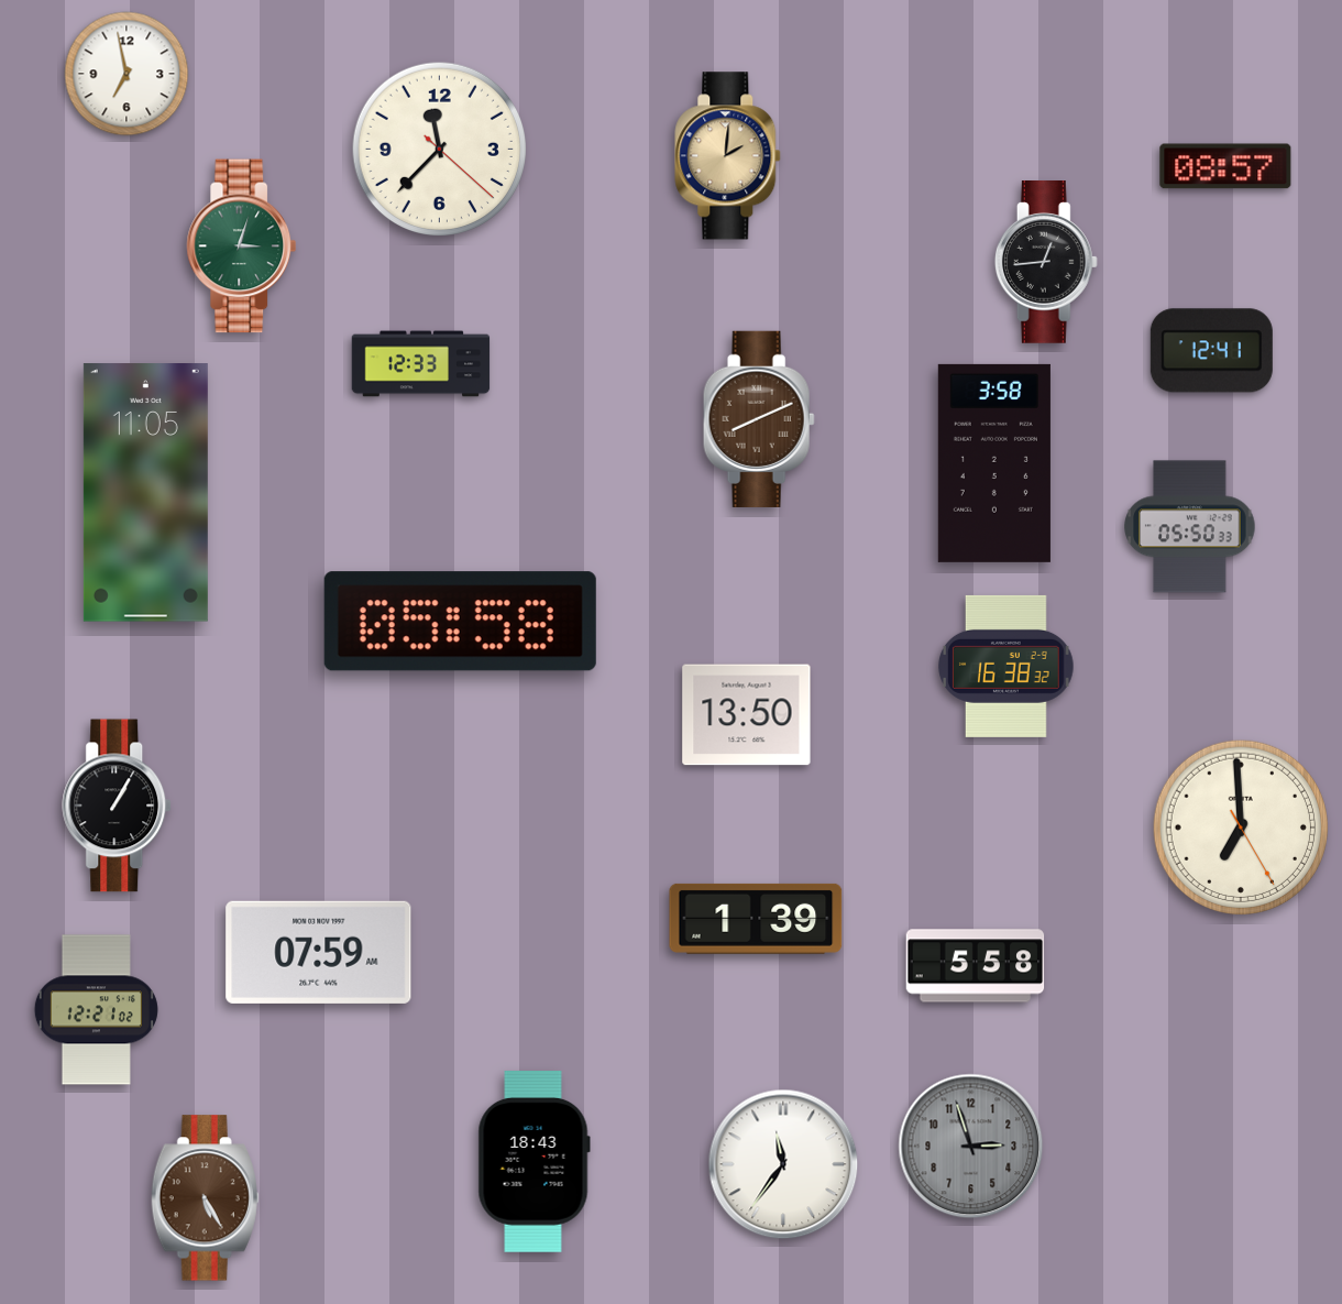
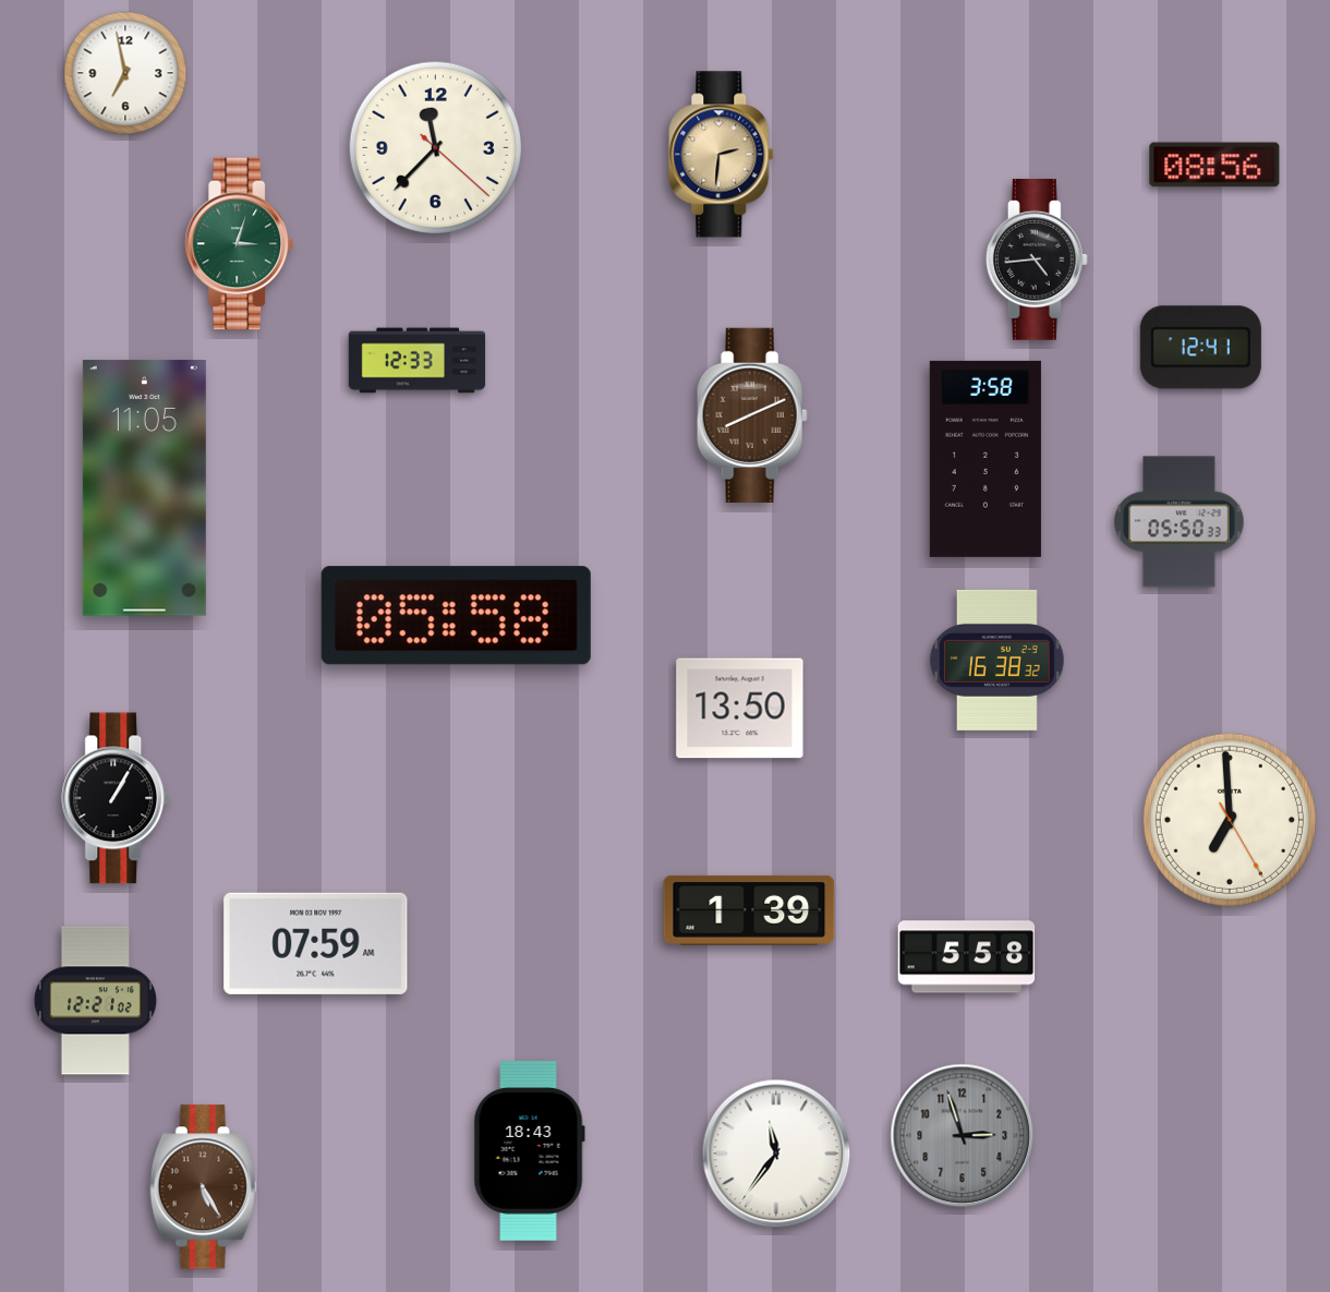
clock at (728, 156): 2:01 -> 2:31
clock at (1225, 166): 08:57 -> 08:56
clock at (1046, 263): 12:44 -> 4:44
